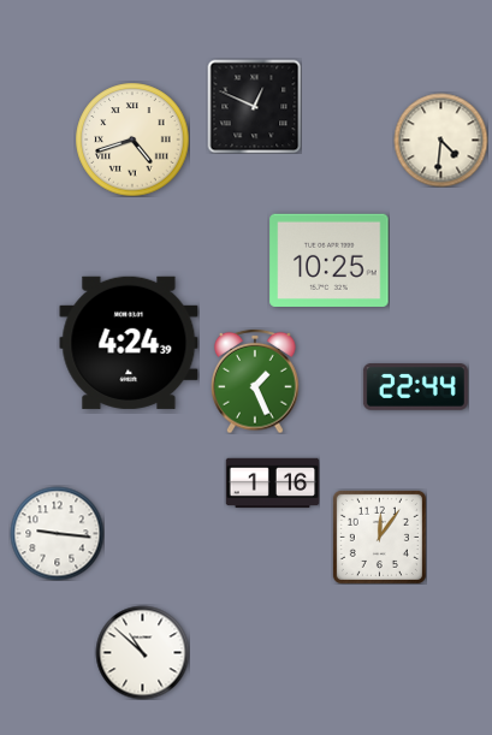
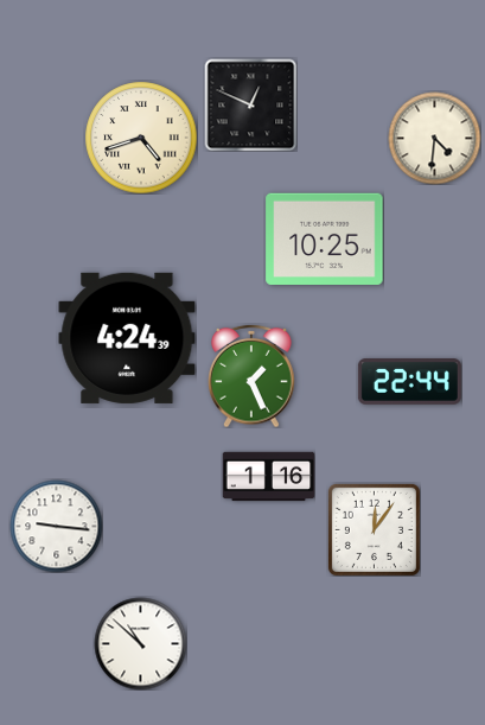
clock at (132, 140) position: (132, 140) -> (141, 138)
clock at (330, 260) position: (330, 260) -> (325, 239)
